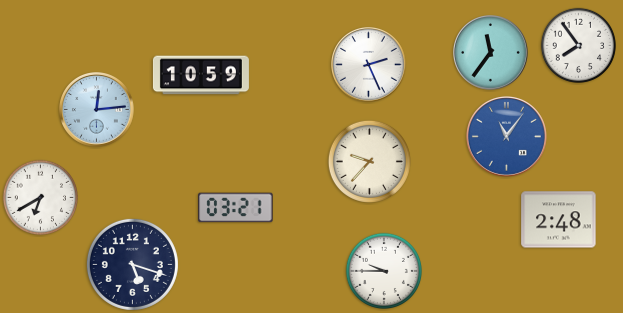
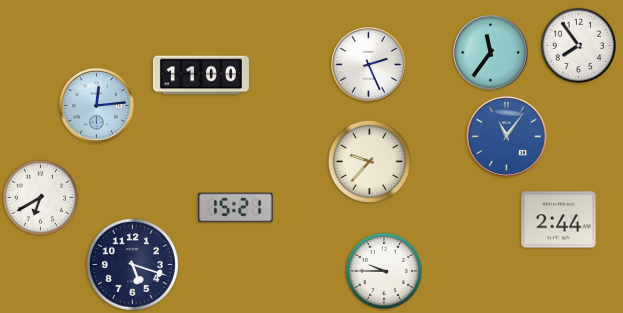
clock at (201, 75): 10:59 -> 11:00
clock at (97, 110) position: (97, 110) -> (97, 106)
clock at (236, 208): 03:21 -> 15:21
clock at (559, 220): 2:48 -> 2:44
